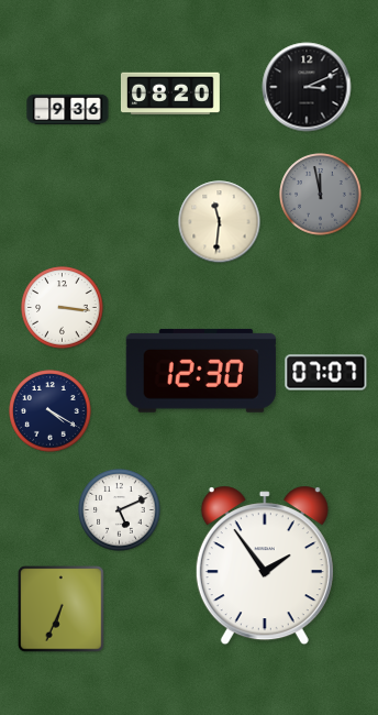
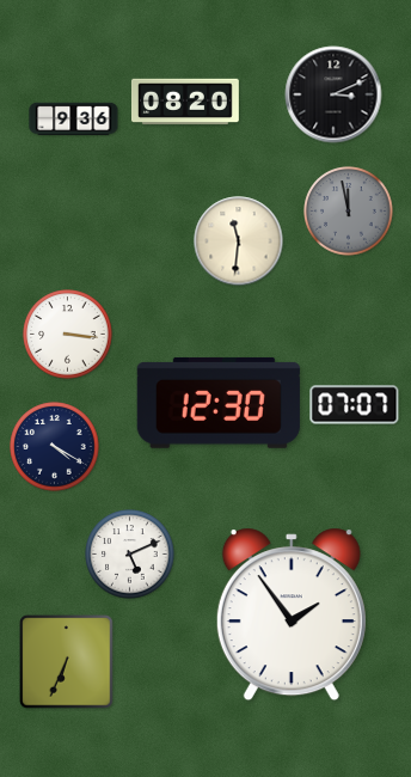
clock at (265, 565) position: (265, 565) -> (292, 614)
